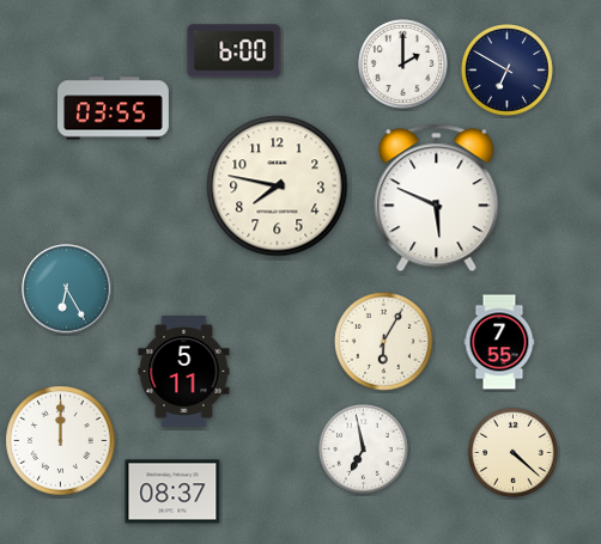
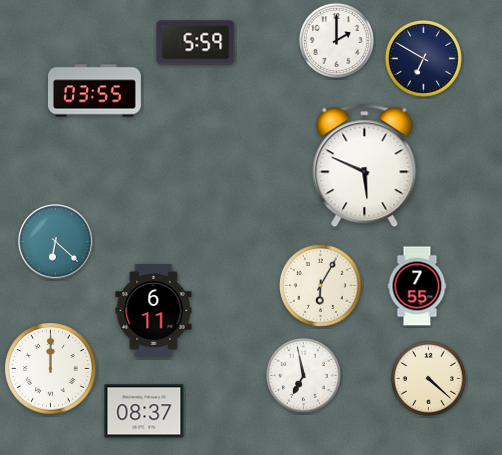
clock at (235, 51): 6:00 -> 5:59
clock at (402, 63) position: (402, 63) -> (336, 40)
clock at (278, 187): 7:47 -> none
clock at (67, 289): 6:25 -> 6:22
clock at (184, 372): 5:11 -> 6:11
